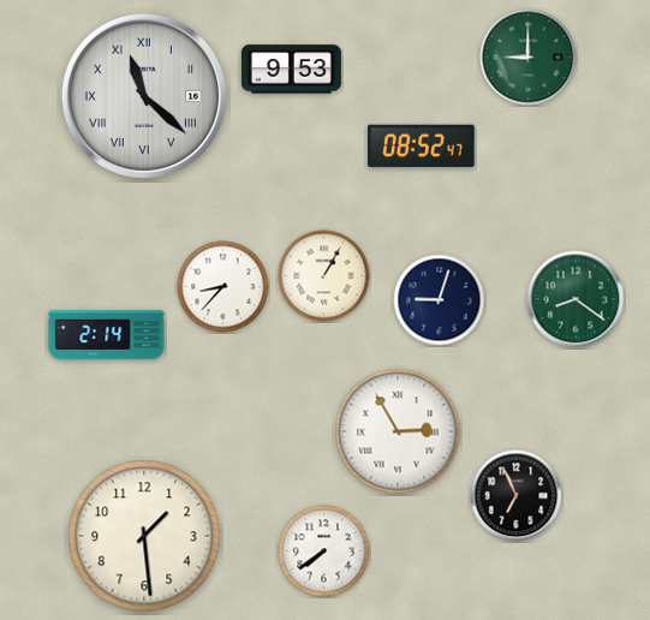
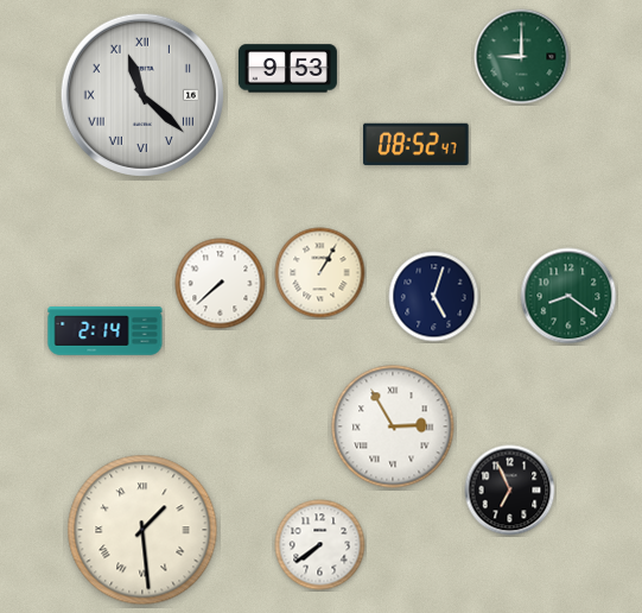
clock at (223, 287): 8:37 -> 7:38
clock at (440, 300): 9:03 -> 5:03
clock at (144, 536) numerals: Arabic -> Roman
